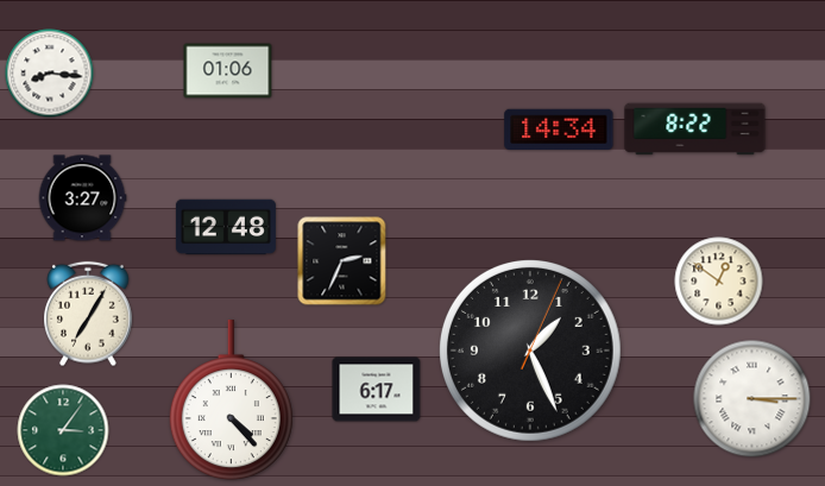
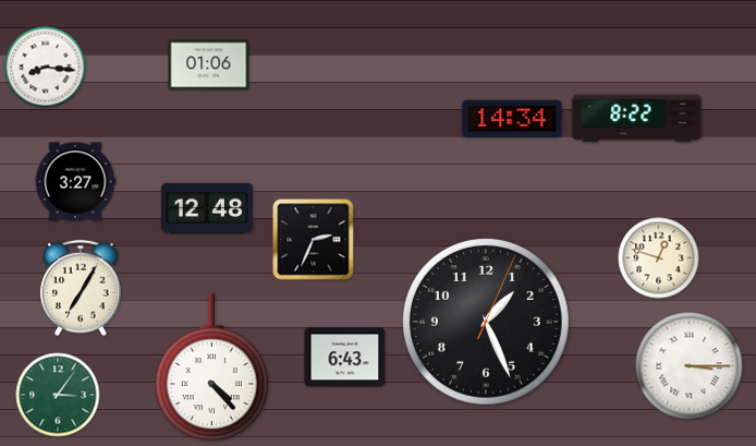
clock at (719, 282): 12:51 -> 12:48
clock at (377, 390): 6:17 -> 6:43
